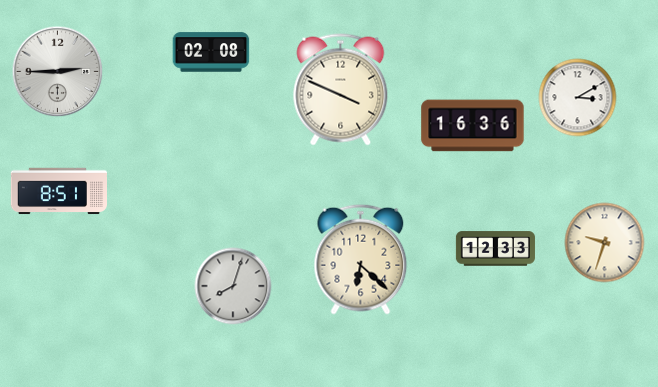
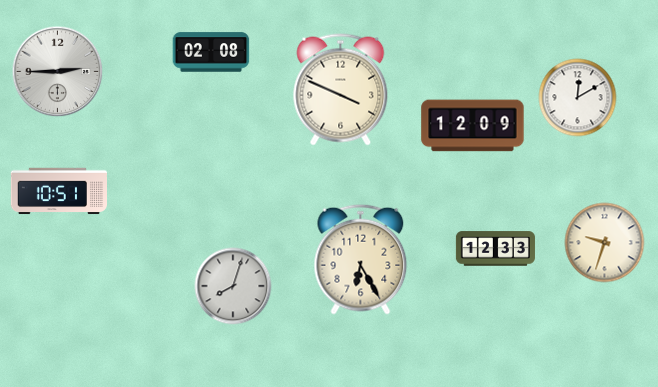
clock at (578, 98): 3:10 -> 12:10
clock at (473, 126): 16:36 -> 12:09
clock at (58, 191): 8:51 -> 10:51
clock at (361, 259): 6:22 -> 6:25
